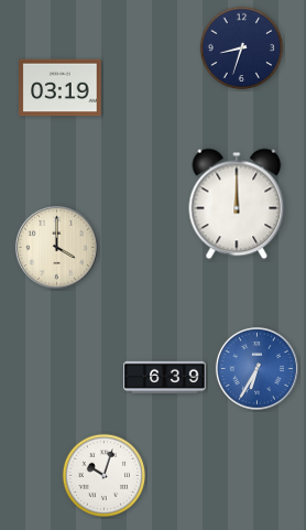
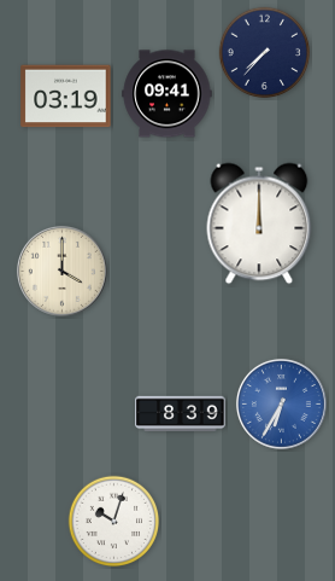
clock at (242, 48): 8:33 -> 7:37
clock at (167, 94): none -> 09:41
clock at (165, 377): 6:39 -> 8:39
